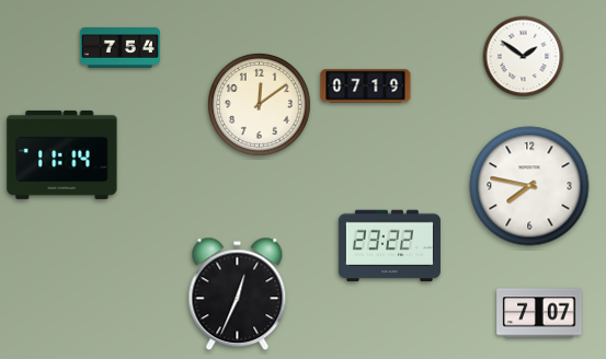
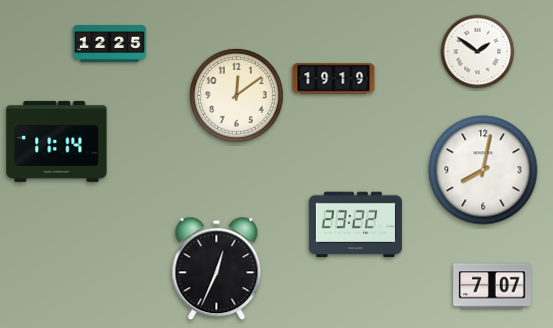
clock at (119, 47): 7:54 -> 12:25
clock at (366, 86): 07:19 -> 19:19
clock at (529, 186): 7:47 -> 8:02
